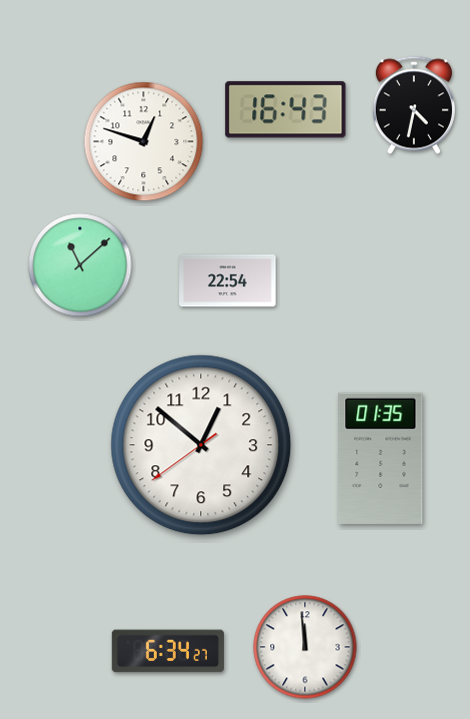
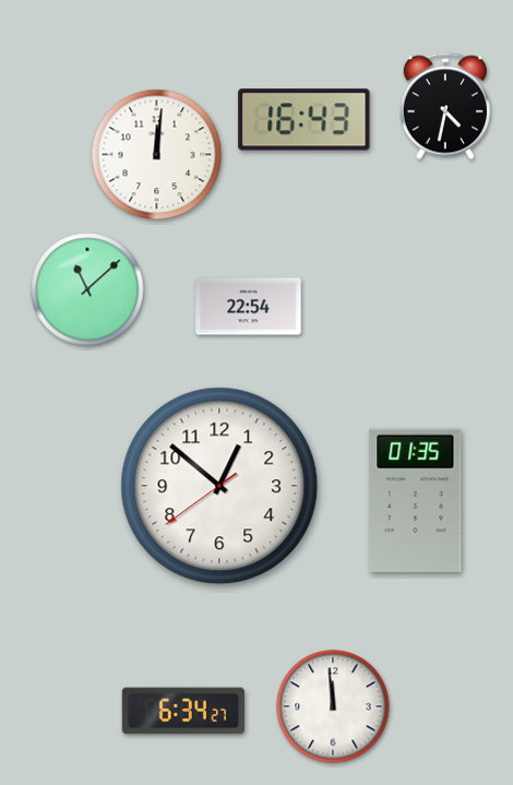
clock at (414, 105) position: (414, 105) -> (445, 106)
clock at (286, 110) position: (286, 110) -> (305, 120)
clock at (144, 142): 12:48 -> 12:01
